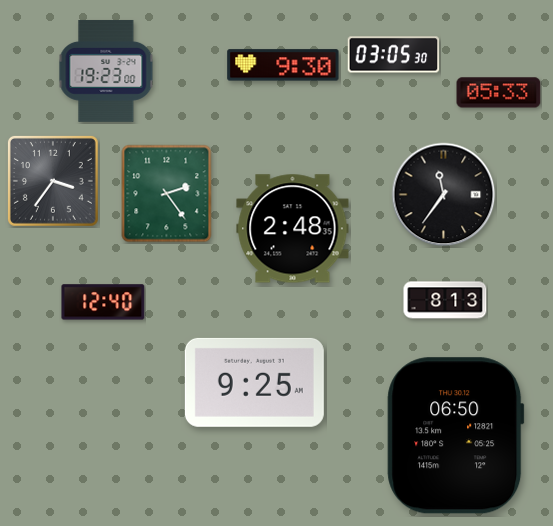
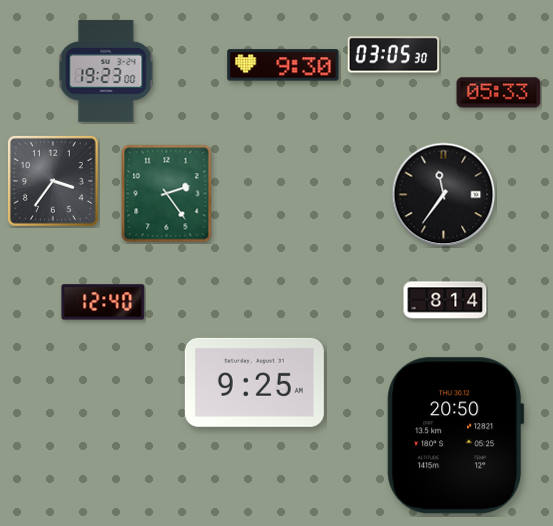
clock at (293, 229): 2:48 -> none
clock at (445, 300): 8:13 -> 8:14
clock at (456, 436): 06:50 -> 20:50
